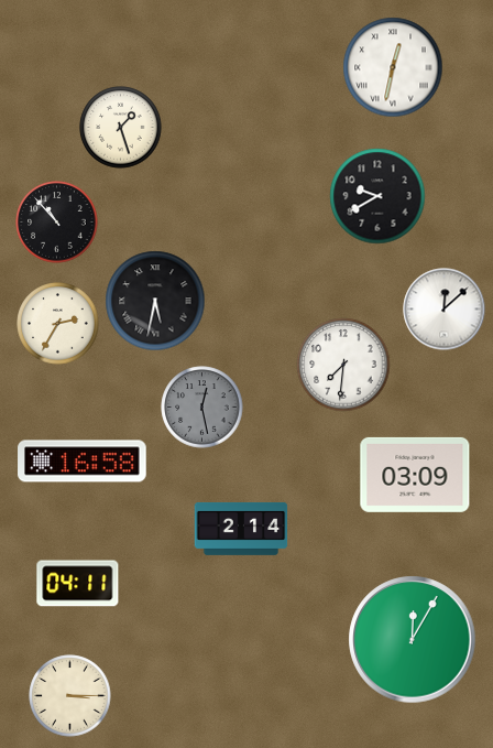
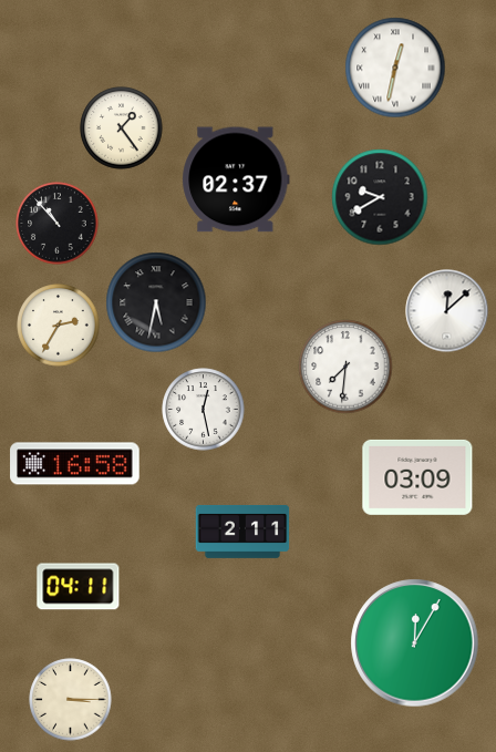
clock at (121, 128): 1:27 -> 1:24
clock at (236, 179): none -> 02:37
clock at (202, 408) dial: grey -> white
clock at (83, 462) position: (83, 462) -> (75, 464)
clock at (241, 529): 2:14 -> 2:11
